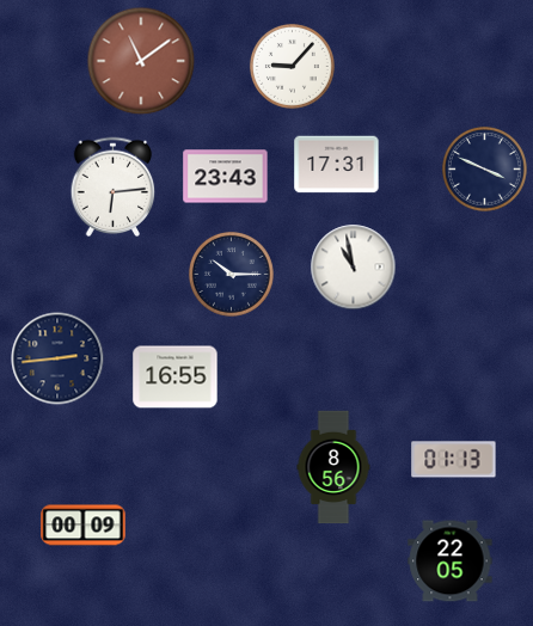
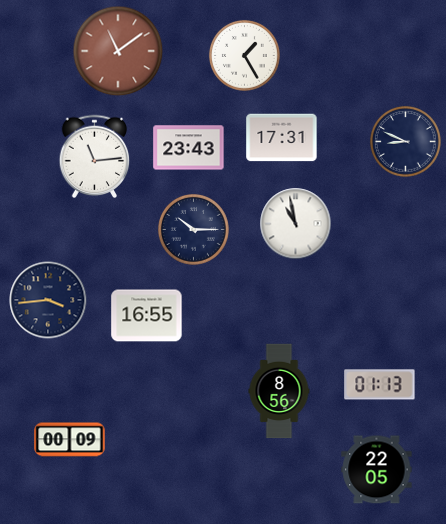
clock at (293, 67): 9:07 -> 1:25
clock at (485, 170): 3:49 -> 8:49
clock at (114, 188): 6:14 -> 11:14
clock at (57, 358): 2:44 -> 3:44
